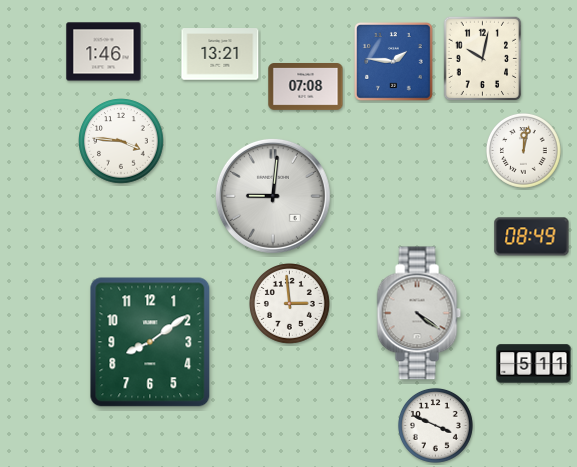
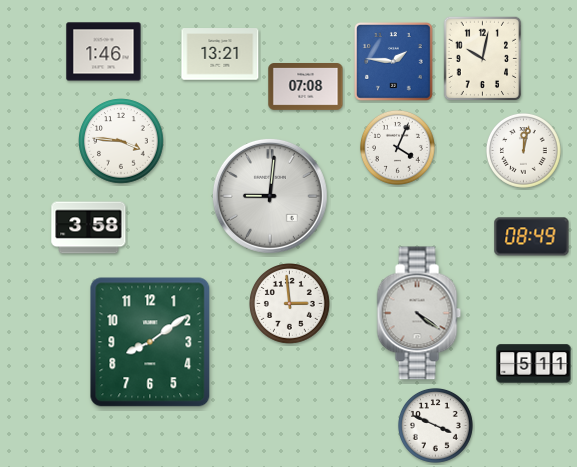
clock at (397, 147): none -> 4:04
clock at (273, 196) position: (273, 196) -> (270, 196)
clock at (89, 228): none -> 3:58
